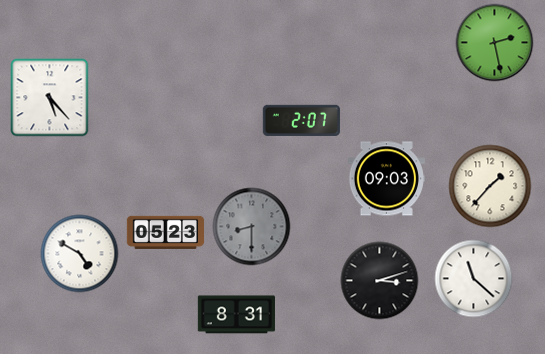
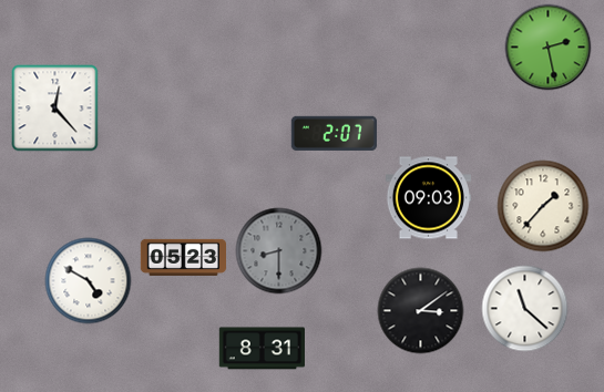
clock at (49, 97): 5:23 -> 12:23
clock at (379, 280): 3:12 -> 3:09
